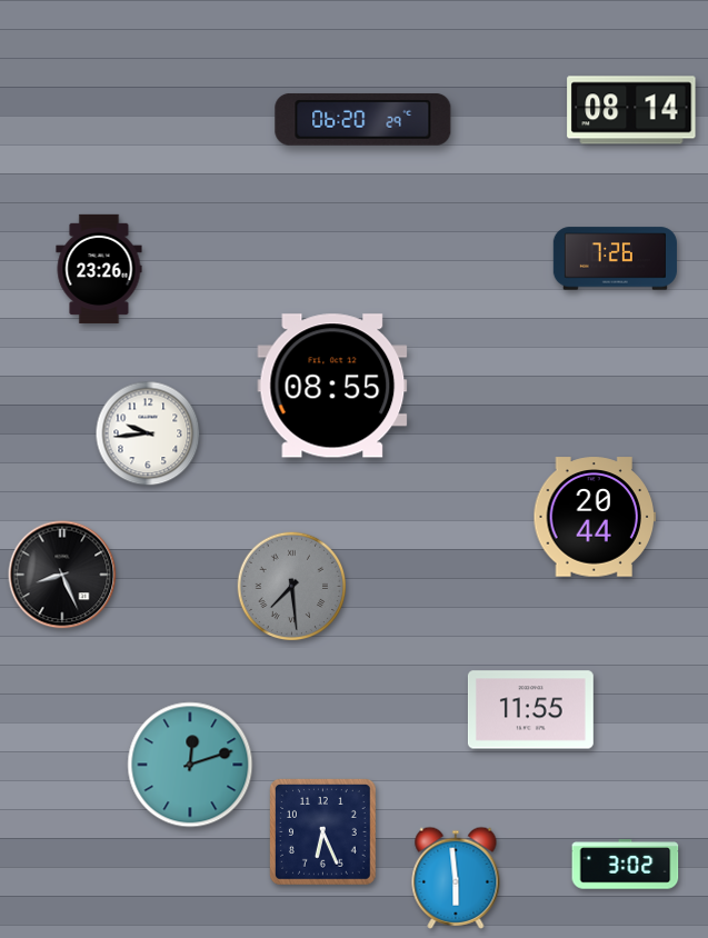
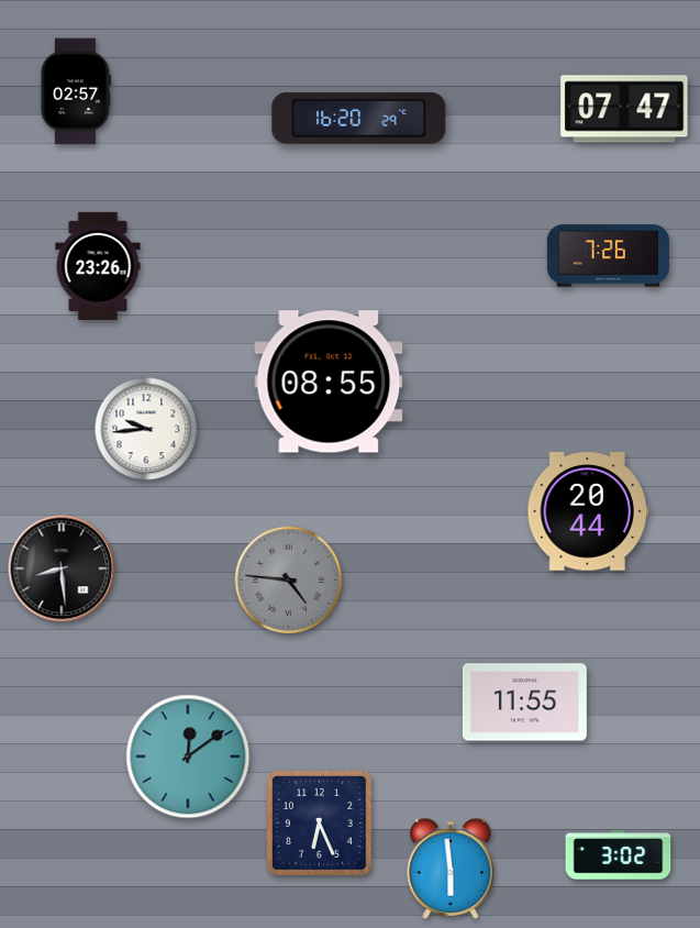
clock at (76, 91): none -> 02:57
clock at (631, 110): 08:14 -> 07:47
clock at (363, 119): 06:20 -> 16:20
clock at (62, 575): 8:26 -> 8:29
clock at (292, 587): 7:29 -> 4:46
clock at (190, 765): 12:12 -> 12:09
